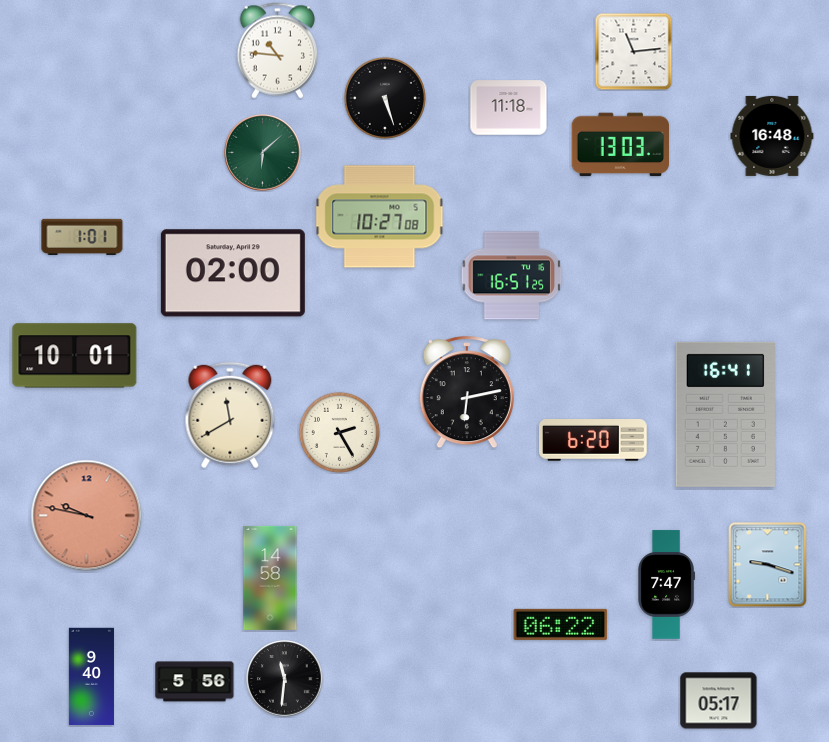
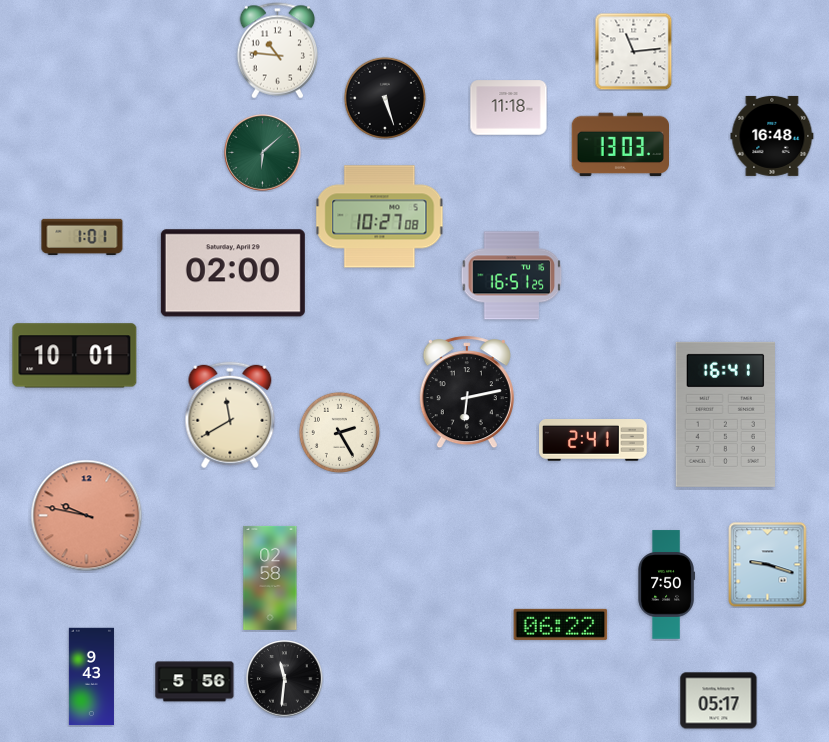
clock at (594, 441): 6:20 -> 2:41
clock at (270, 578): 14:58 -> 02:58
clock at (666, 585): 7:47 -> 7:50
clock at (91, 677): 9:40 -> 9:43
